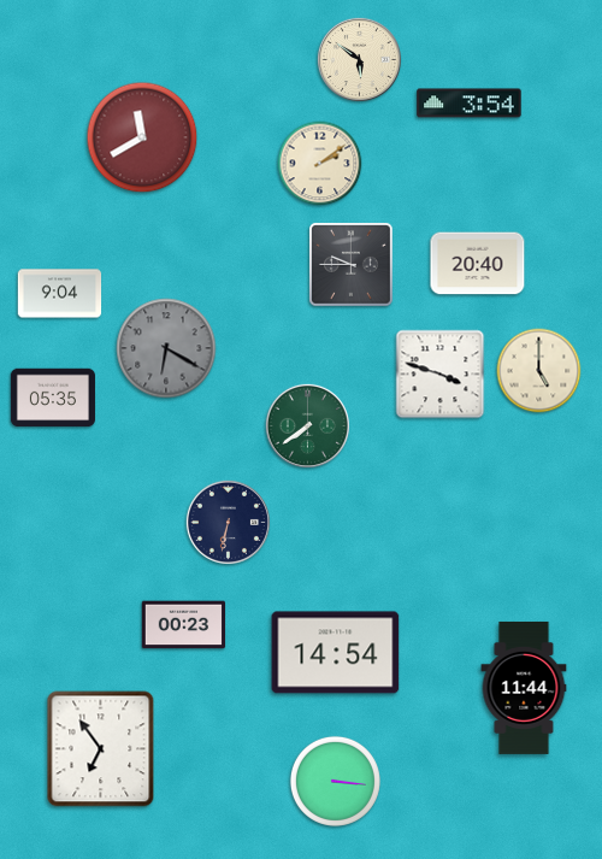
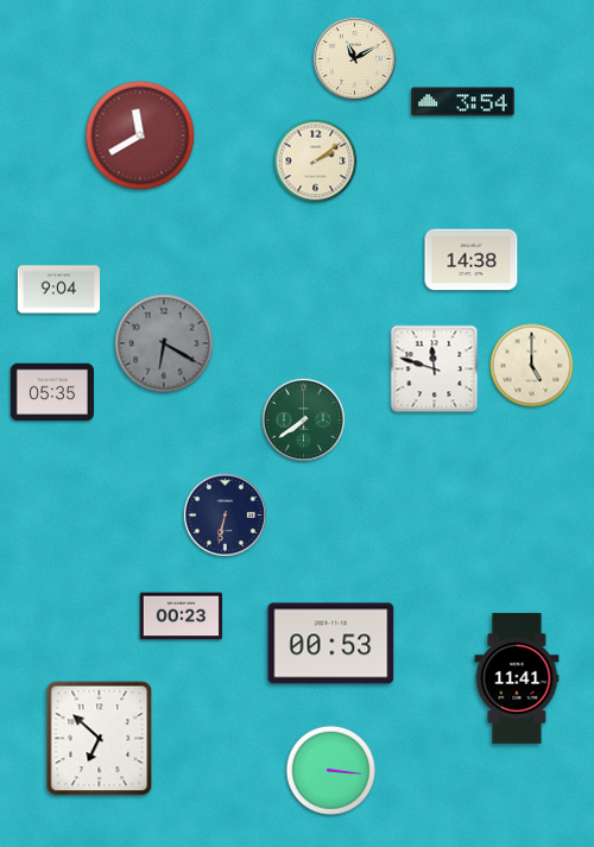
clock at (359, 59): 5:51 -> 11:10
clock at (478, 264): 20:40 -> 14:38
clock at (352, 265): 9:45 -> none
clock at (441, 375): 3:48 -> 11:48
clock at (336, 653): 14:54 -> 00:53
clock at (524, 688): 11:44 -> 11:41
clock at (101, 749): 6:54 -> 6:52
